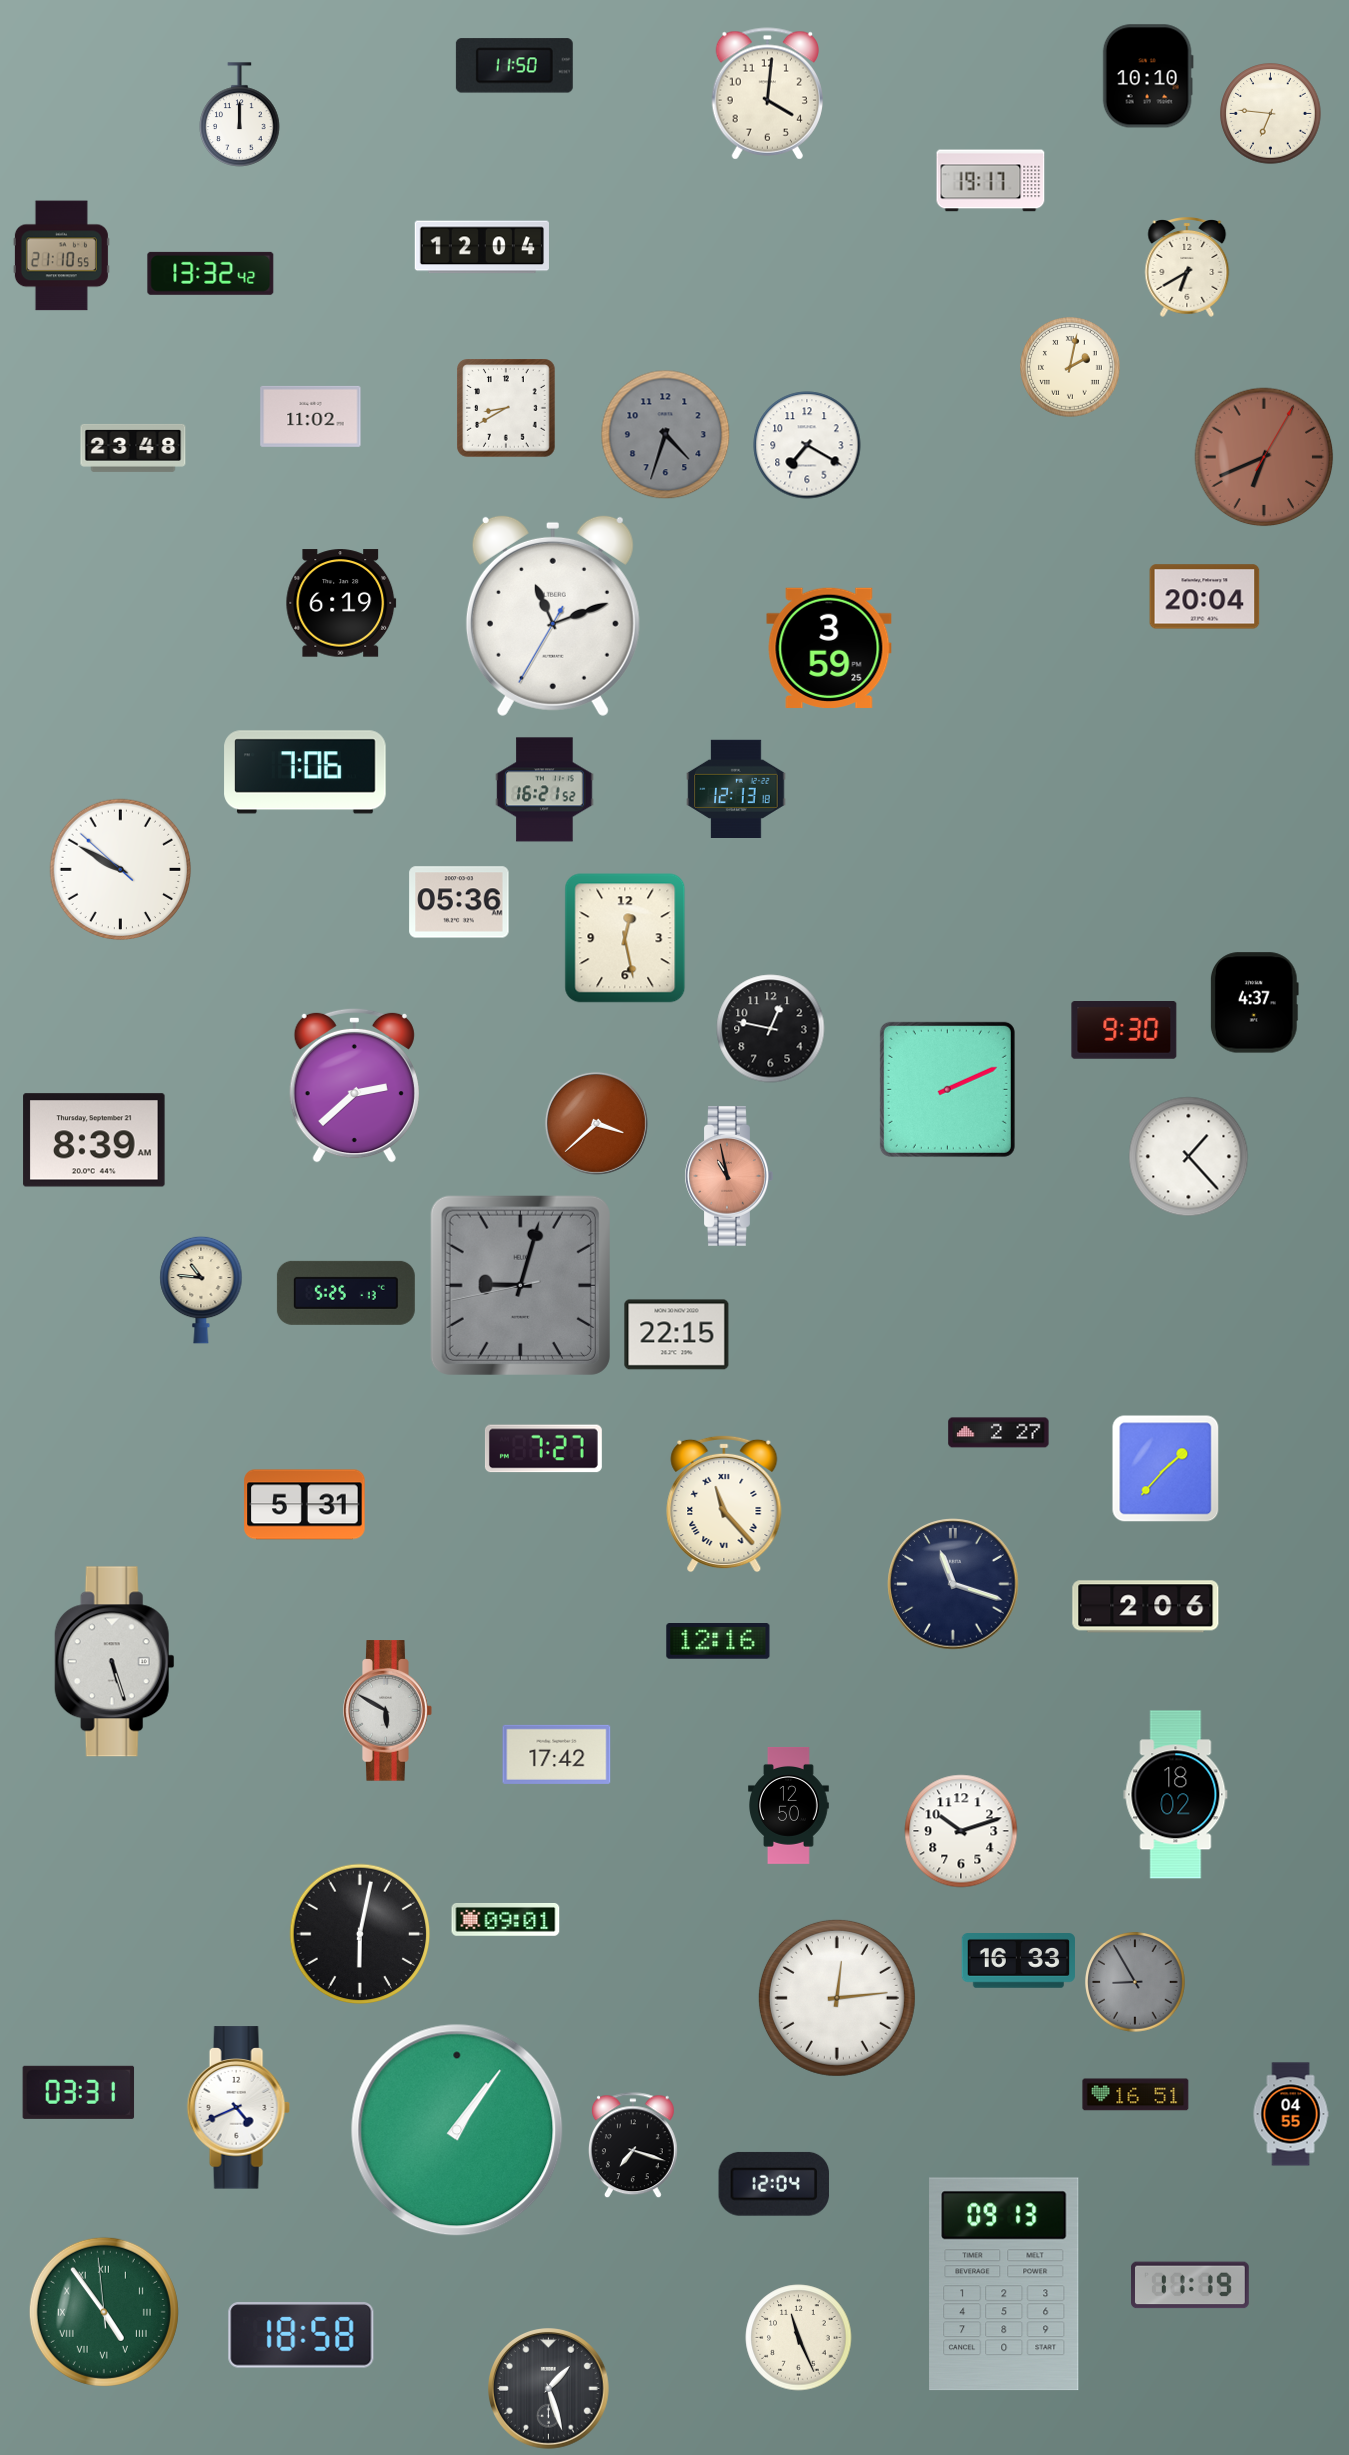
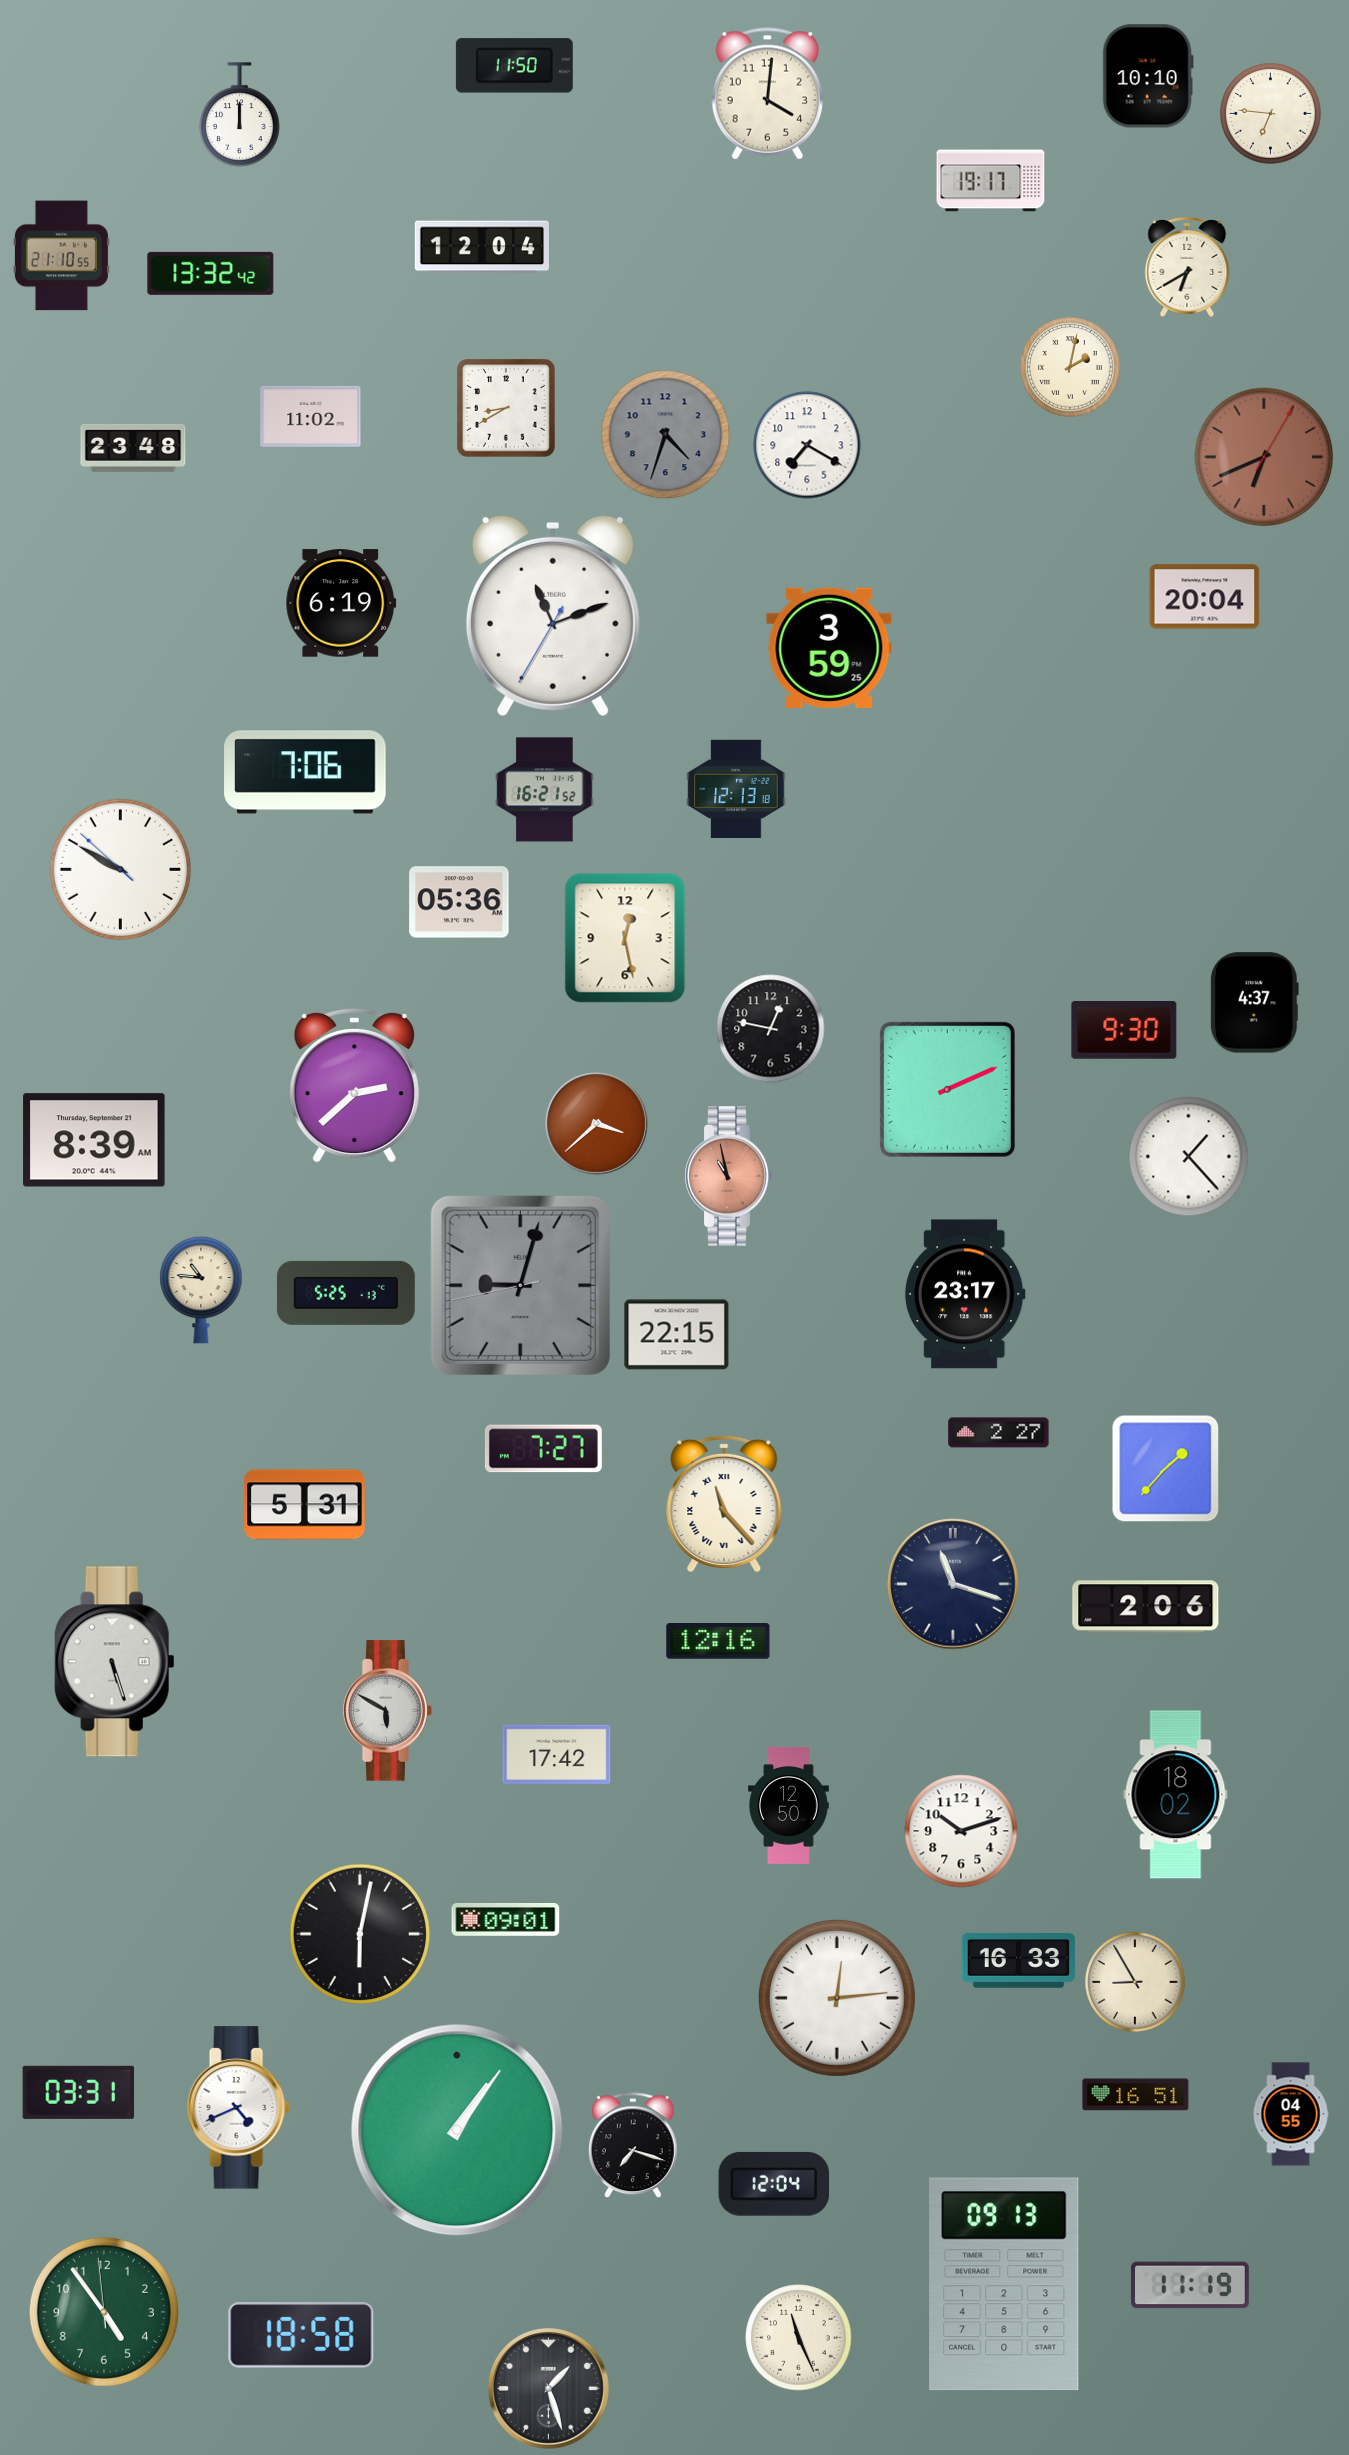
clock at (965, 1294): none -> 23:17
clock at (1135, 1982) dial: grey -> cream
clock at (104, 2312) numerals: Roman -> Arabic
